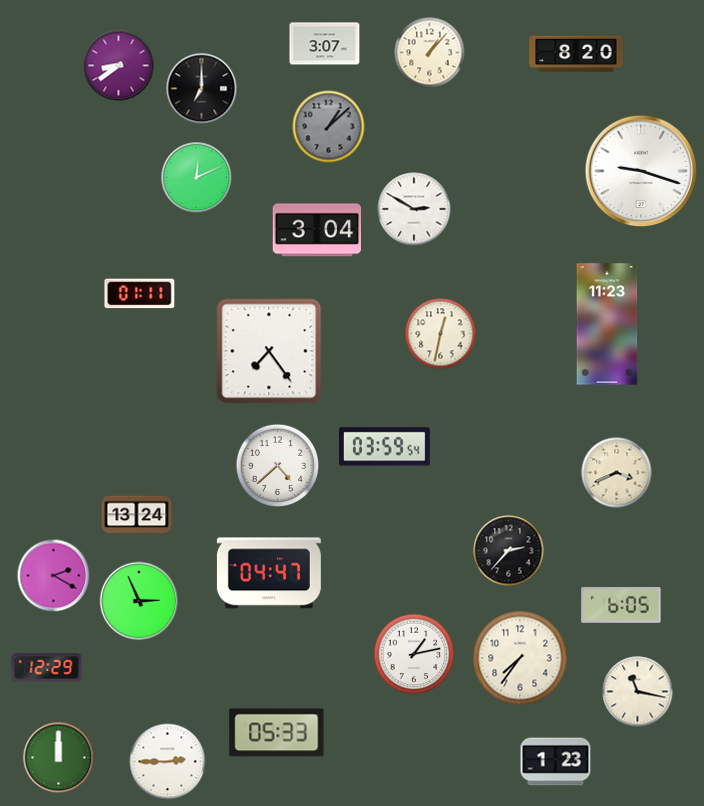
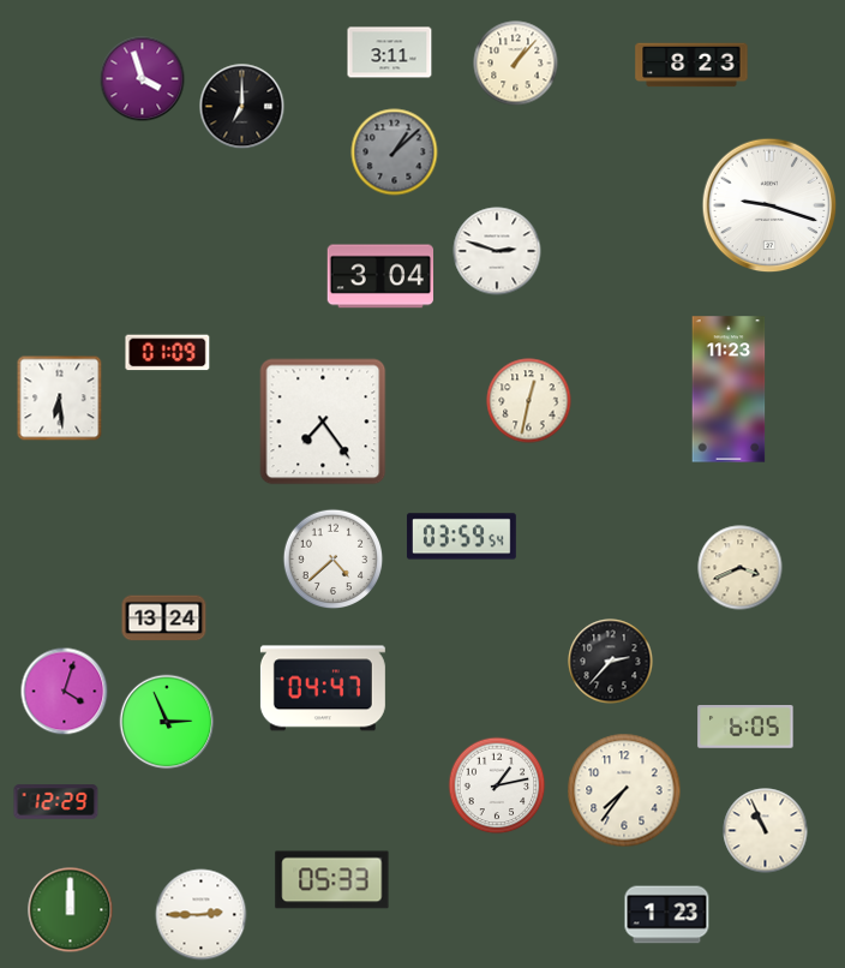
clock at (325, 44): 3:07 -> 3:11
clock at (576, 54): 8:20 -> 8:23
clock at (119, 66): 8:39 -> 3:57
clock at (197, 178): 12:11 -> none
clock at (414, 209): 2:50 -> 2:48
clock at (140, 294): 01:11 -> 01:09
clock at (60, 399): none -> 6:29
clock at (54, 576): 2:20 -> 4:03
clock at (638, 692): 11:17 -> 10:56
